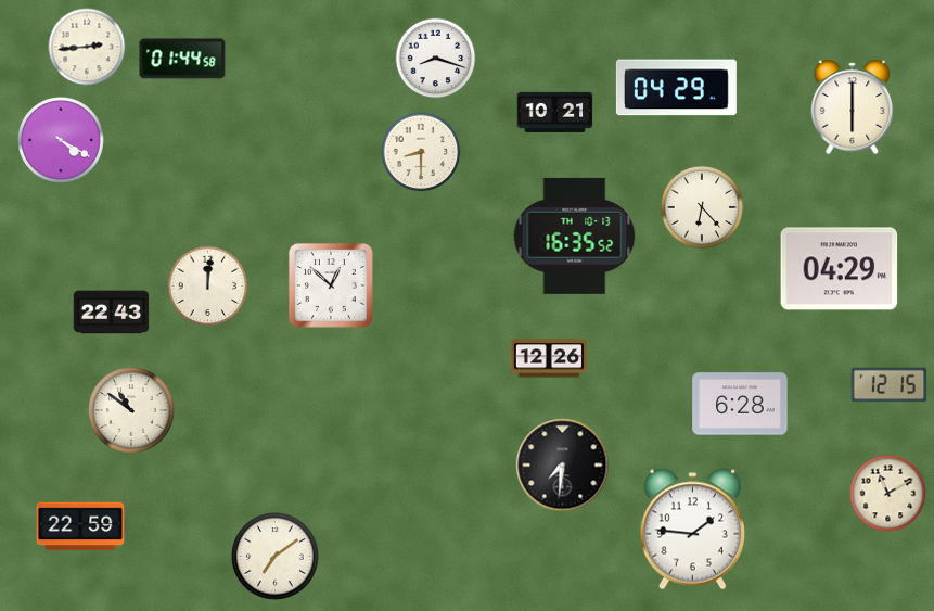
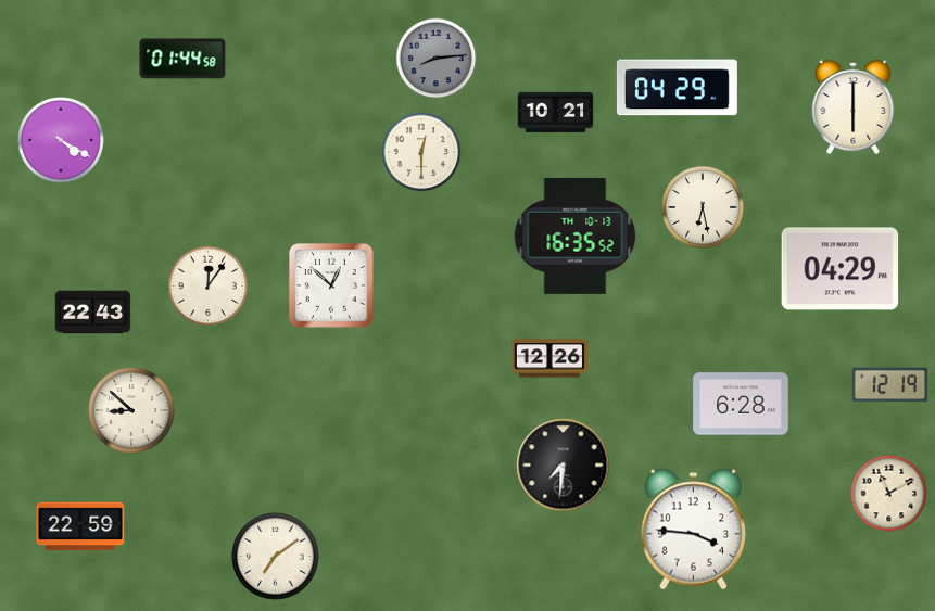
clock at (87, 47): 2:44 -> none
clock at (436, 59): 8:18 -> 8:14
clock at (436, 59) dial: white -> grey
clock at (421, 152): 8:30 -> 12:30
clock at (702, 207): 6:23 -> 6:28
clock at (208, 287): 12:01 -> 12:06
clock at (112, 313) position: (112, 313) -> (93, 313)
clock at (890, 385): 12:15 -> 12:19
clock at (131, 410): 10:51 -> 8:52
clock at (692, 530): 1:46 -> 3:46
